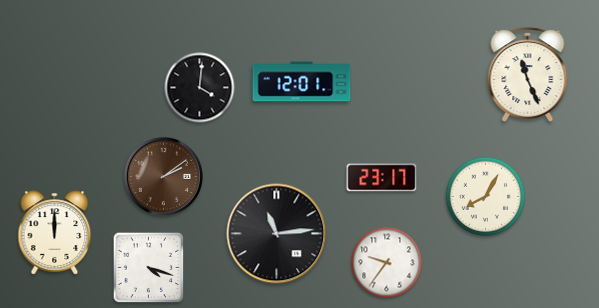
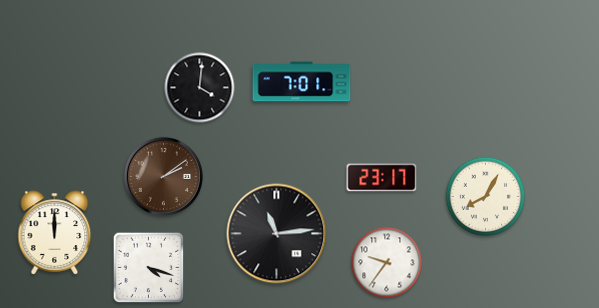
clock at (528, 75): 11:26 -> none
clock at (302, 82): 12:01 -> 7:01
